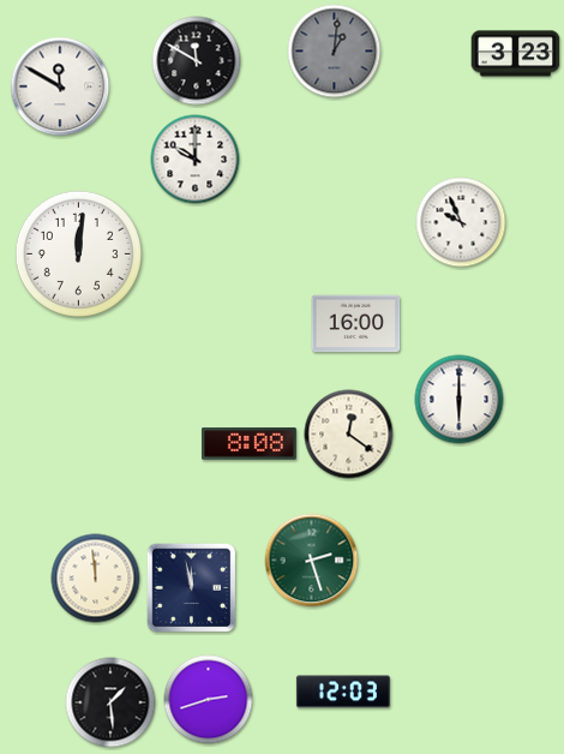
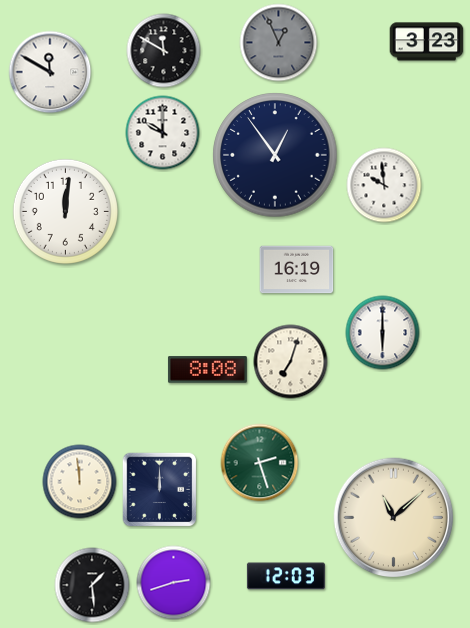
clock at (335, 52): 1:01 -> 12:56
clock at (516, 54) position: (516, 54) -> (427, 42)
clock at (275, 155): none -> 12:54
clock at (461, 222): 9:56 -> 9:59
clock at (356, 324): 16:00 -> 16:19
clock at (349, 435): 12:21 -> 7:03
clock at (312, 561) position: (312, 561) -> (260, 463)
clock at (192, 588): 11:58 -> 12:00
clock at (394, 518): none -> 11:08
